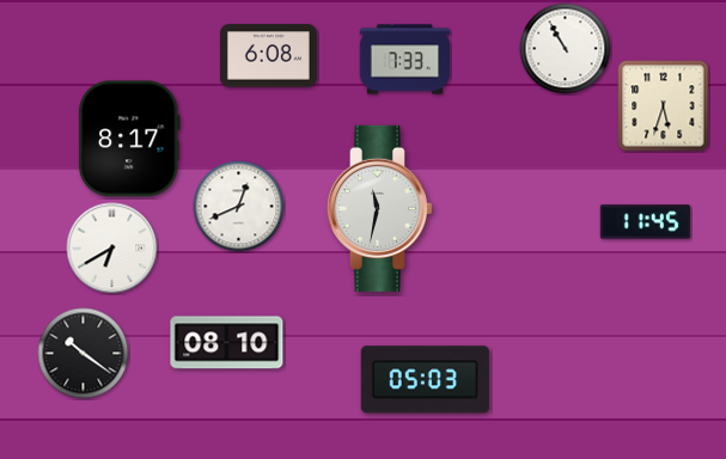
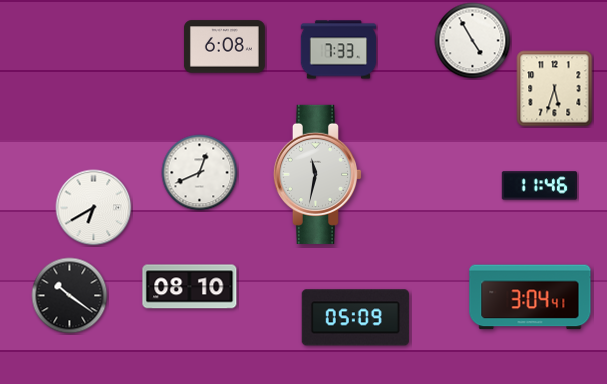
clock at (566, 49): 10:55 -> 4:55
clock at (129, 139): 8:17 -> none
clock at (646, 222): 11:45 -> 11:46
clock at (530, 297): none -> 3:04
clock at (425, 380): 05:03 -> 05:09
